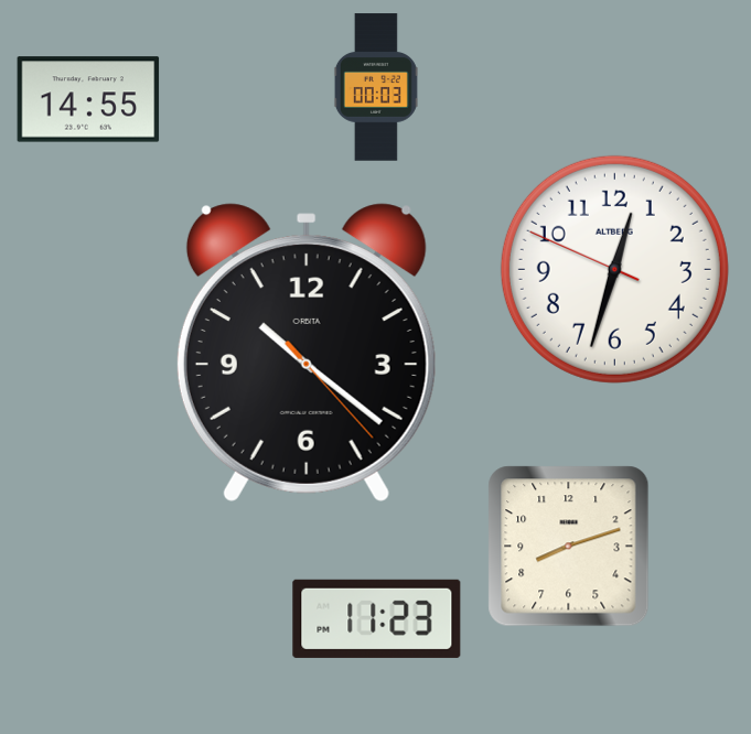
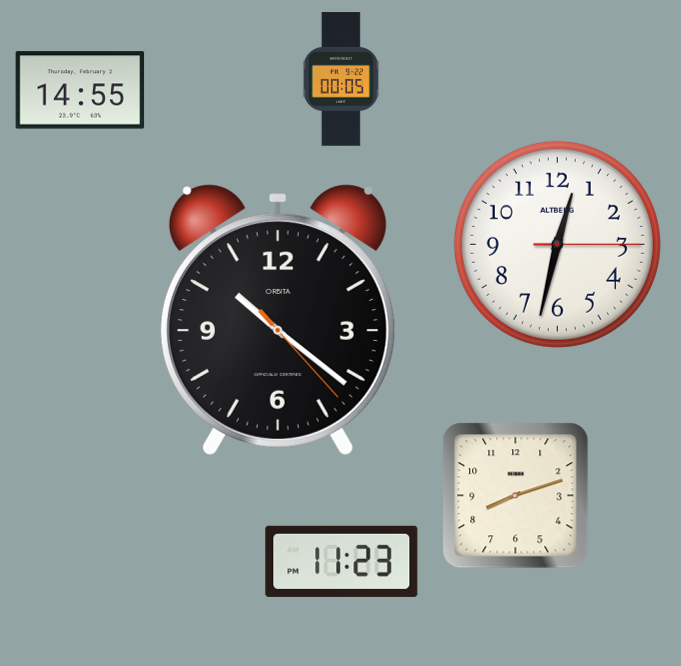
clock at (376, 87): 00:03 -> 00:05
clock at (614, 269): 12:32:49 -> 12:32:15
